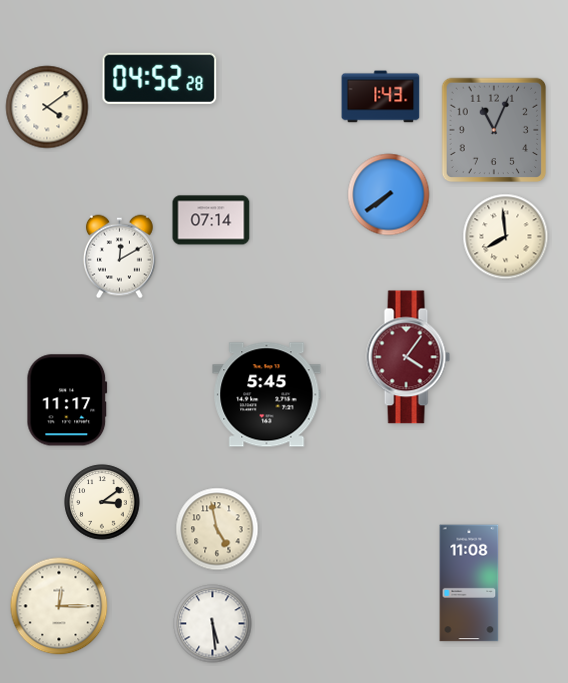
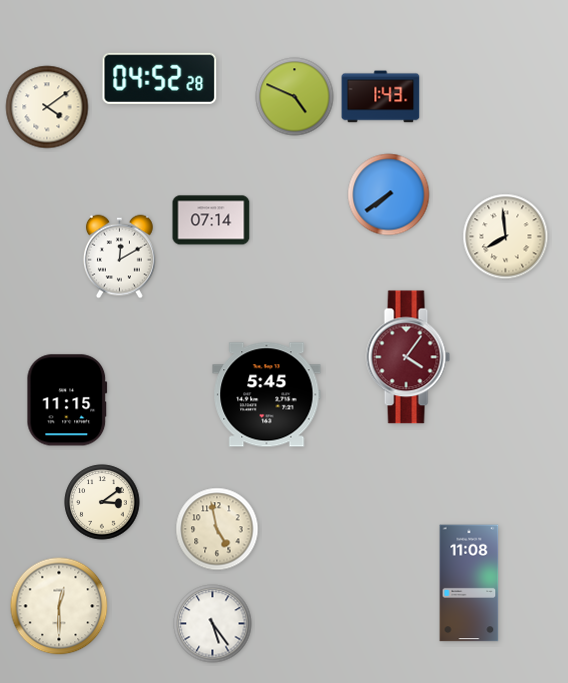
clock at (295, 97): none -> 4:49
clock at (494, 130): 11:04 -> none
clock at (67, 400): 11:17 -> 11:15
clock at (59, 606): 12:15 -> 12:30
clock at (213, 624): 5:29 -> 5:24
